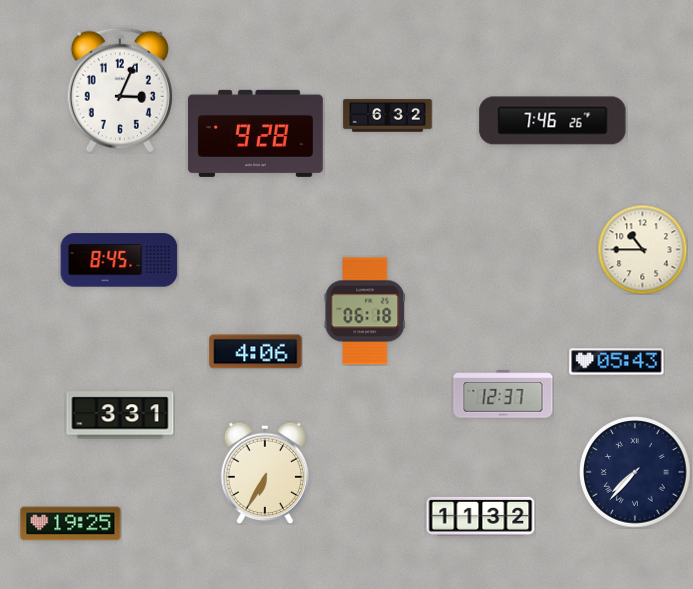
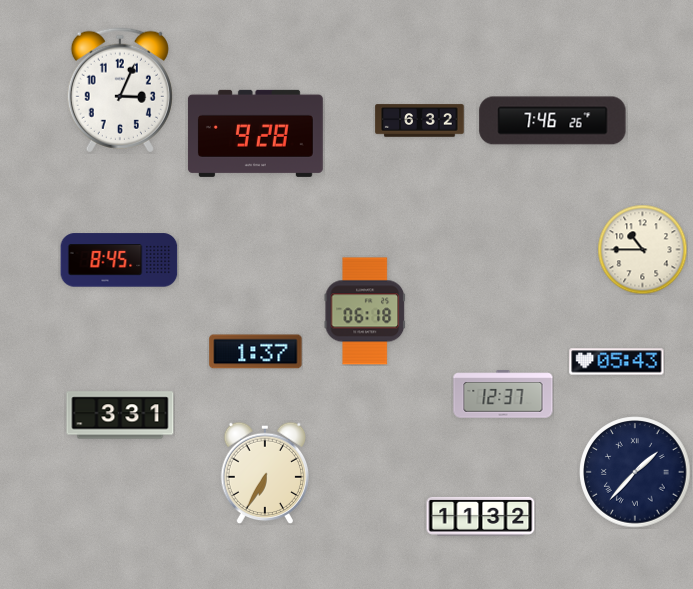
clock at (388, 116) position: (388, 116) -> (420, 121)
clock at (256, 352): 4:06 -> 1:37
clock at (635, 472): 7:37 -> 1:37
clock at (71, 524): 19:25 -> none
